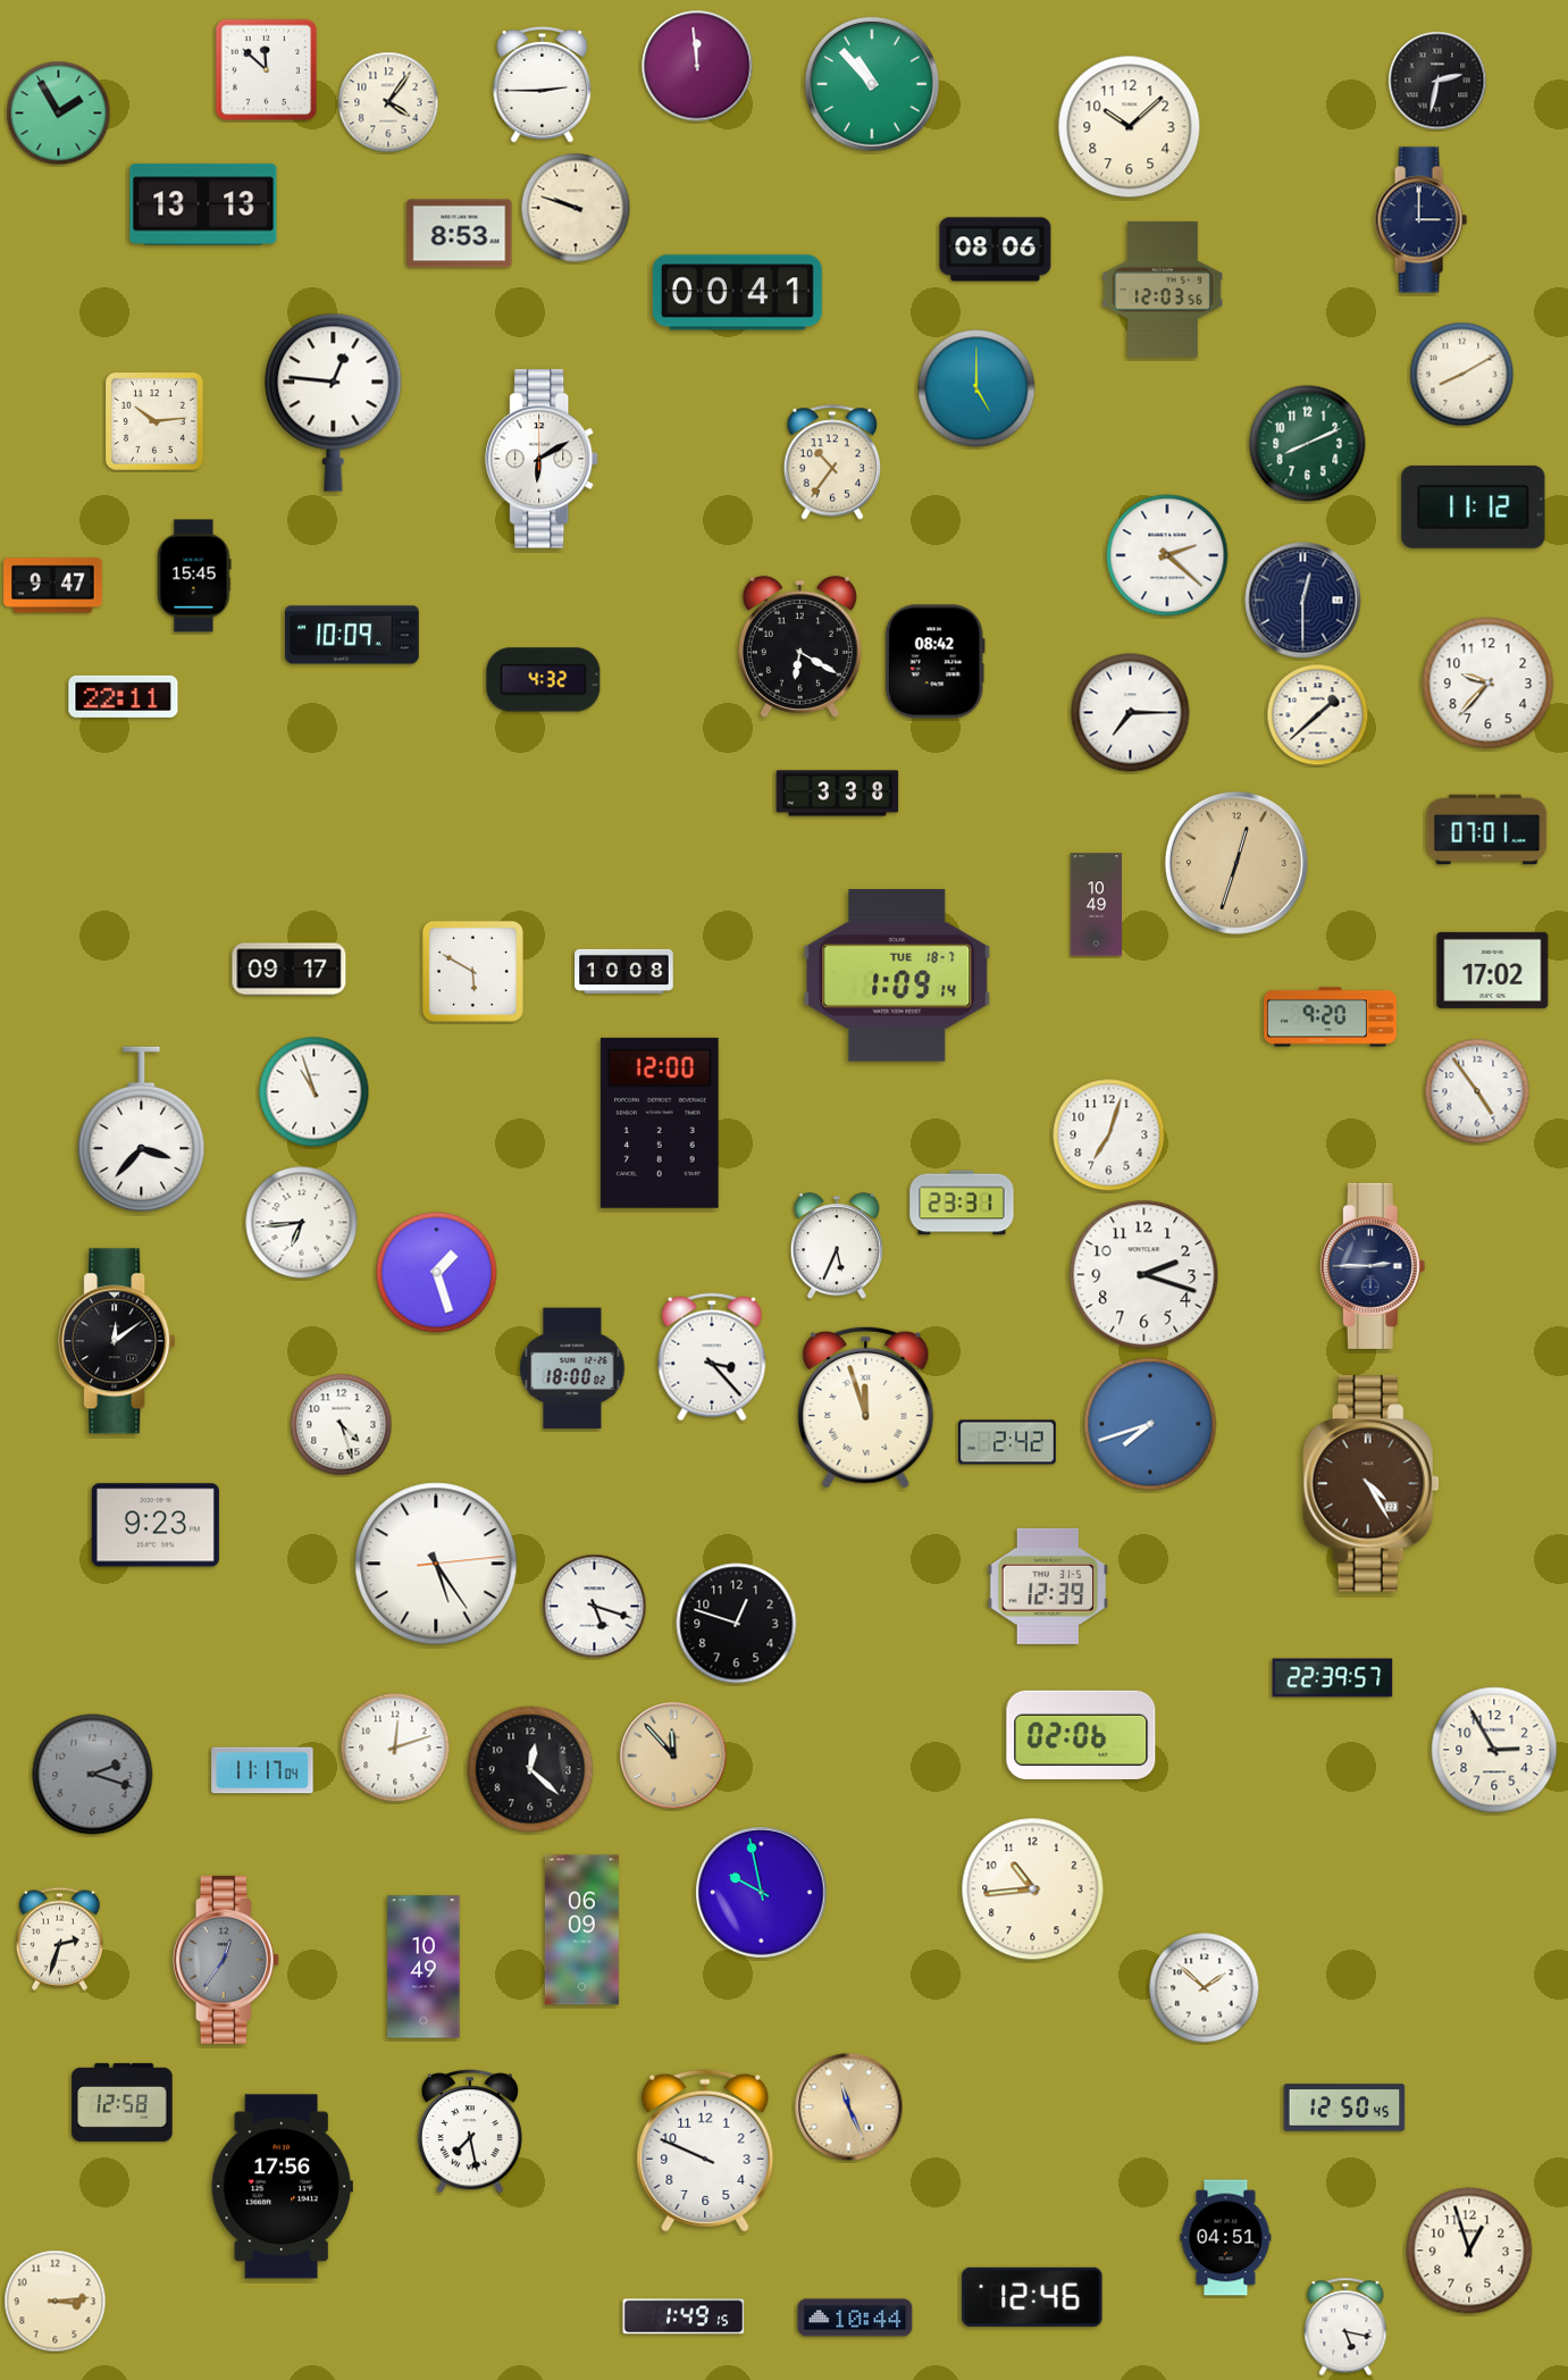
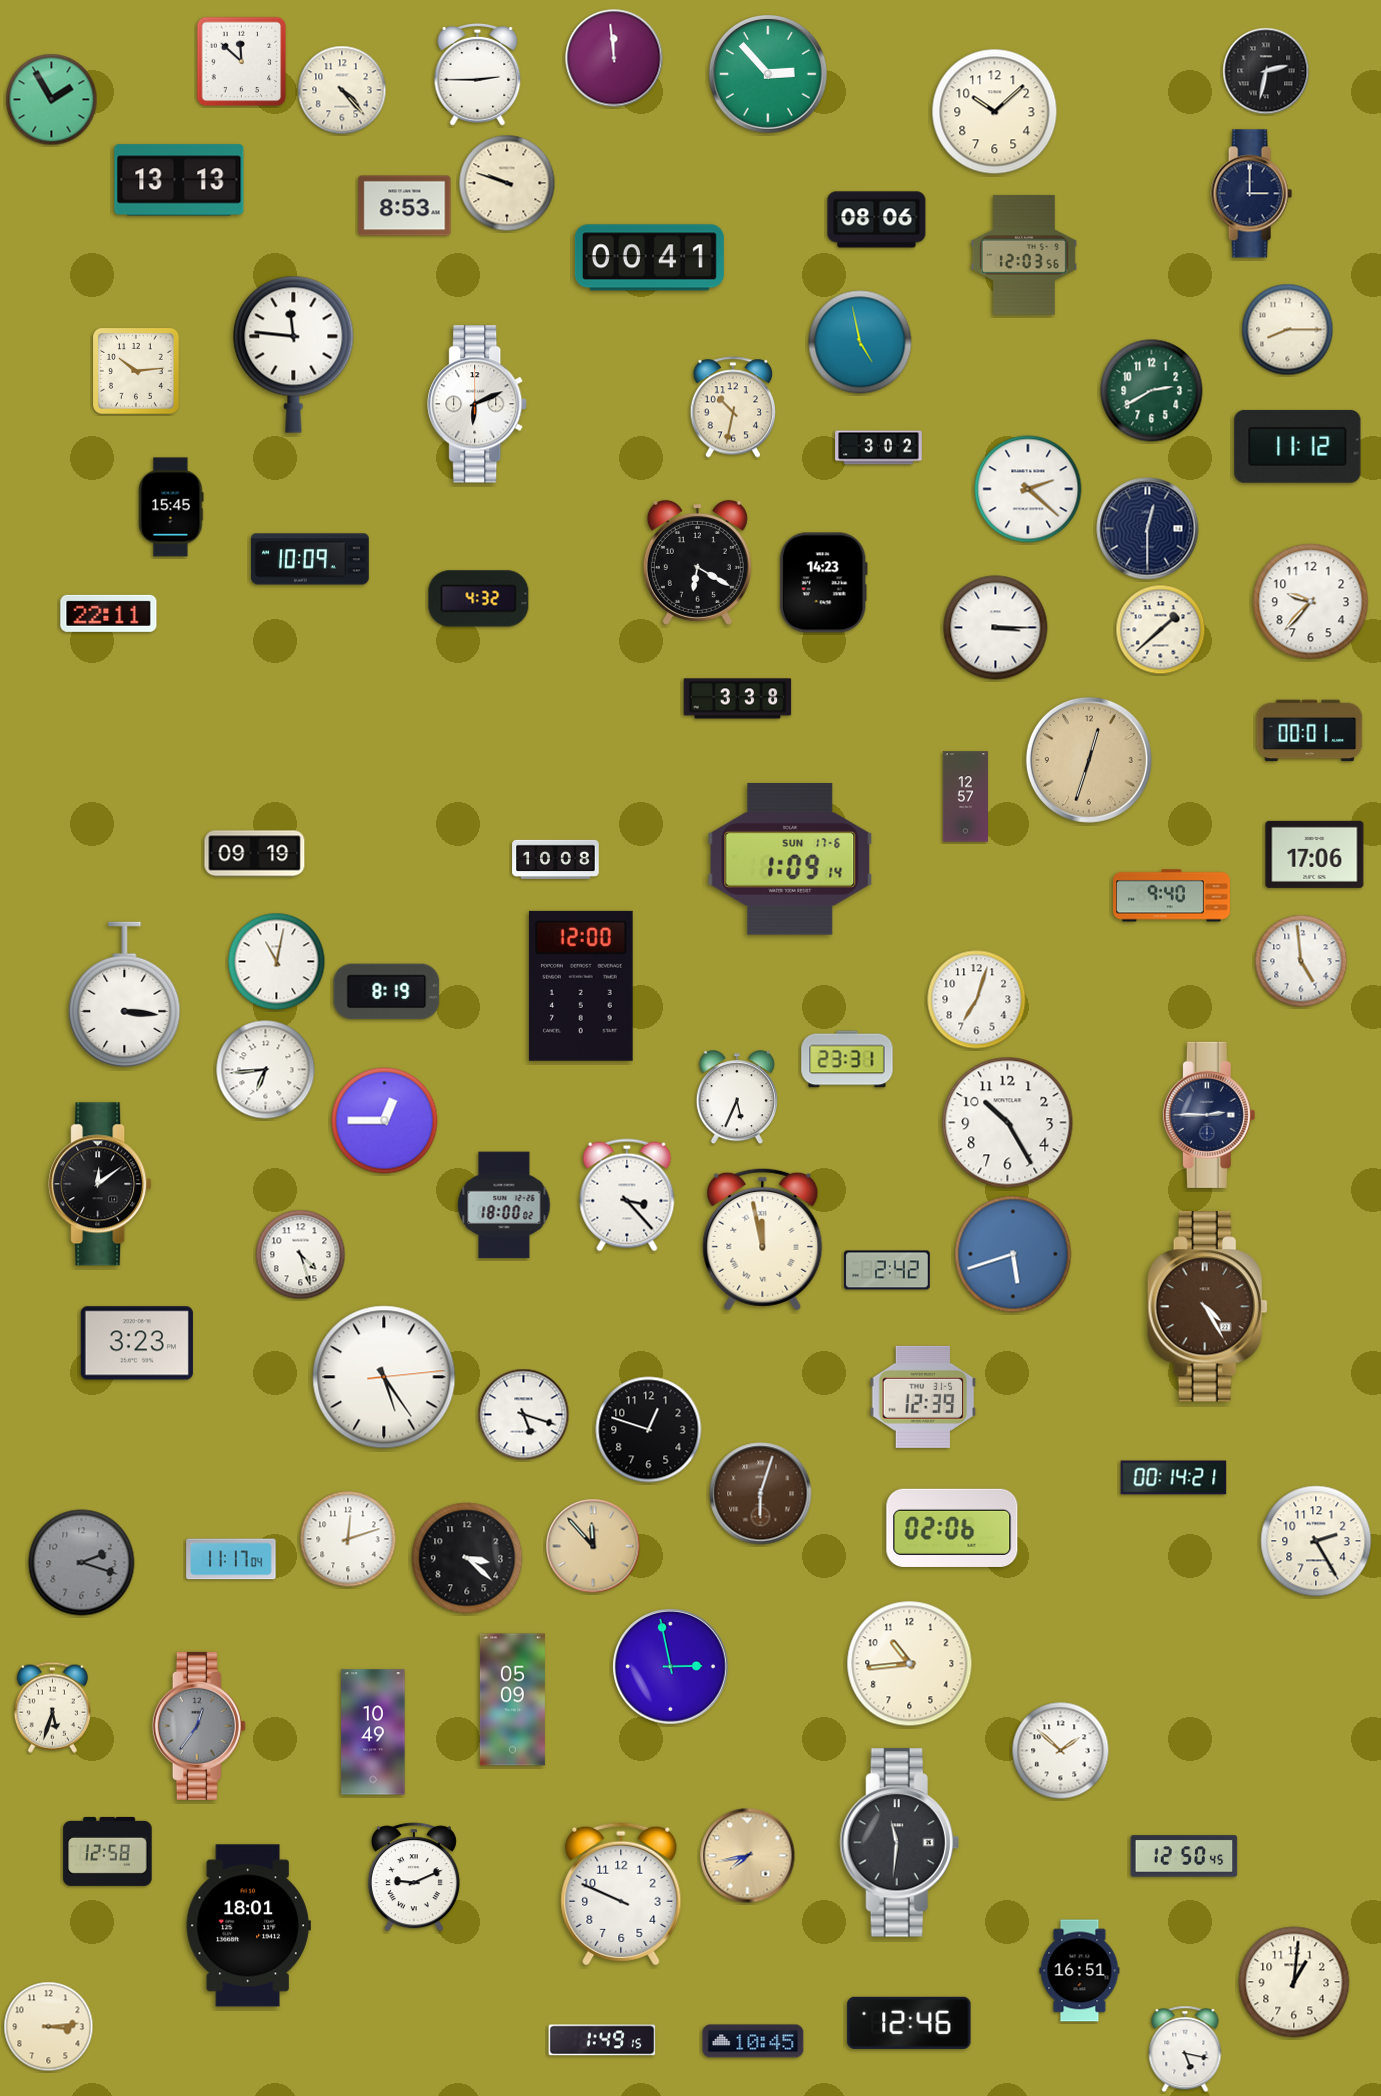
clock at (267, 70) position: (267, 70) -> (242, 62)
clock at (872, 84): 10:53 -> 2:53
clock at (388, 102): 4:06 -> 4:23
clock at (1462, 375): 8:10 -> 8:15
clock at (976, 388): 5:00 -> 4:58
clock at (334, 402): 12:46 -> 11:46
clock at (1308, 444): 8:11 -> 2:40
clock at (543, 459): 6:10 -> 6:11
clock at (832, 462): 10:36 -> 10:32
clock at (879, 448): none -> 3:02
clock at (53, 586): 9:47 -> none
clock at (799, 646) position: (799, 646) -> (697, 562)
clock at (934, 662): 08:42 -> 14:23
clock at (1131, 713): 7:15 -> 3:15
clock at (1487, 830): 07:01 -> 00:01
clock at (1096, 905): 10:49 -> 12:57
clock at (290, 970): 09:17 -> 09:19
clock at (1493, 970): 17:02 -> 17:06
clock at (472, 971): 5:50 -> none
clock at (624, 971) position: (624, 971) -> (556, 859)
clock at (897, 977) date: TUE 18-7 -> SUN 17-6
clock at (1331, 1017): 9:20 -> 9:40
clock at (1477, 1091): 4:54 -> 4:59
clock at (315, 1092): 10:57 -> 11:02
clock at (660, 1123) position: (660, 1123) -> (581, 986)
clock at (387, 992): none -> 8:19
clock at (142, 1129): 3:37 -> 3:16
clock at (302, 1223) position: (302, 1223) -> (266, 1070)
clock at (437, 1273): 1:27 -> 12:45
clock at (1144, 1275): 2:18 -> 10:25
clock at (117, 1341) position: (117, 1341) -> (100, 1184)
clock at (866, 1407): 11:57 -> 11:58
clock at (1150, 1424): 7:42 -> 5:42
clock at (156, 1525): 9:23 -> 3:23
clock at (1333, 1678): 22:39 -> 00:14
clock at (761, 1494): none -> 6:03
clock at (1494, 1750): 2:55 -> 2:25
clock at (530, 1769): 12:22 -> 3:22
clock at (762, 1893): 9:58 -> 2:58
clock at (581, 1930): 06:09 -> 05:09
clock at (59, 1938): 2:33 -> 5:33
clock at (899, 1843): none -> 11:31
clock at (849, 2107): 11:26 -> 7:43
clock at (470, 2131): 7:28 -> 9:11
clock at (282, 2187): 17:56 -> 18:01
clock at (1226, 2238): 04:51 -> 16:51
clock at (1469, 2251): 12:57 -> 1:01
clock at (855, 2318): 10:44 -> 10:45
